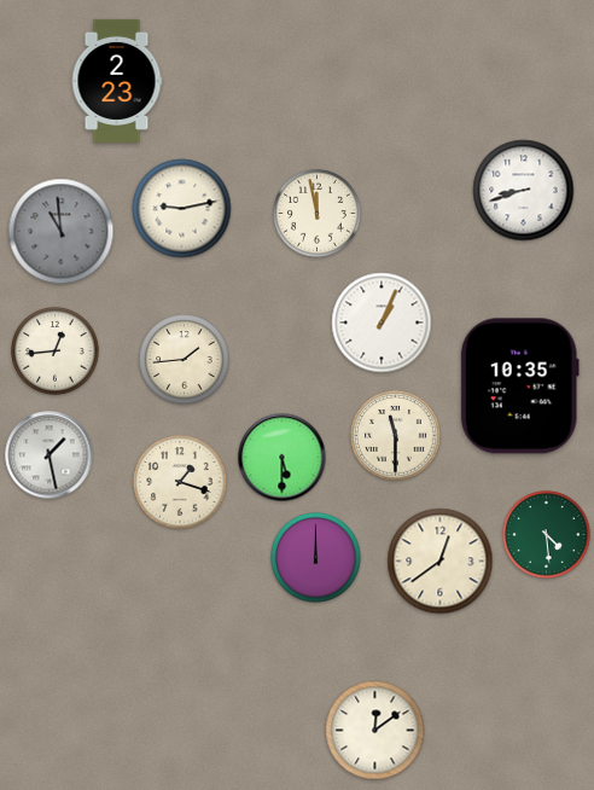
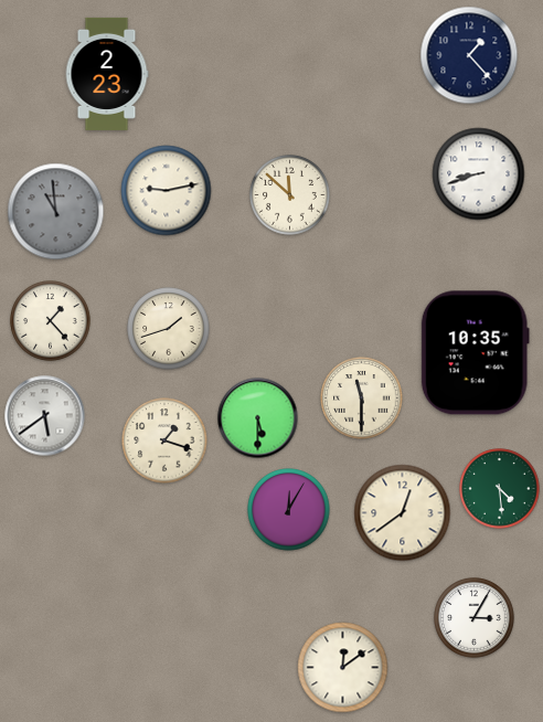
clock at (469, 55): none -> 1:23
clock at (318, 214): 11:58 -> 11:52
clock at (382, 323): 1:04 -> none
clock at (56, 352): 12:44 -> 1:23
clock at (185, 360): 1:44 -> 1:42
clock at (49, 455): 1:28 -> 5:39
clock at (316, 558): 12:00 -> 12:05
clock at (475, 618): none -> 3:05
